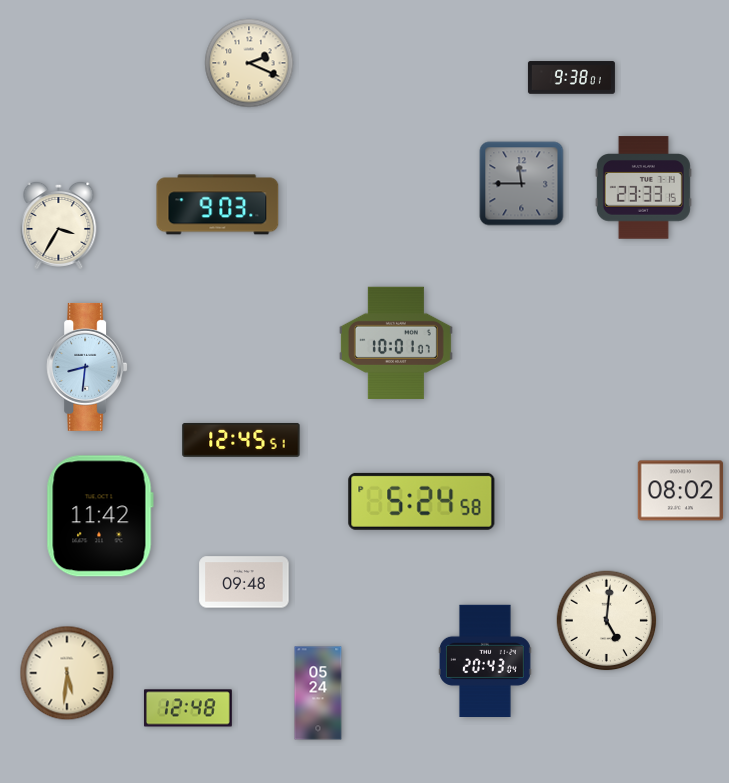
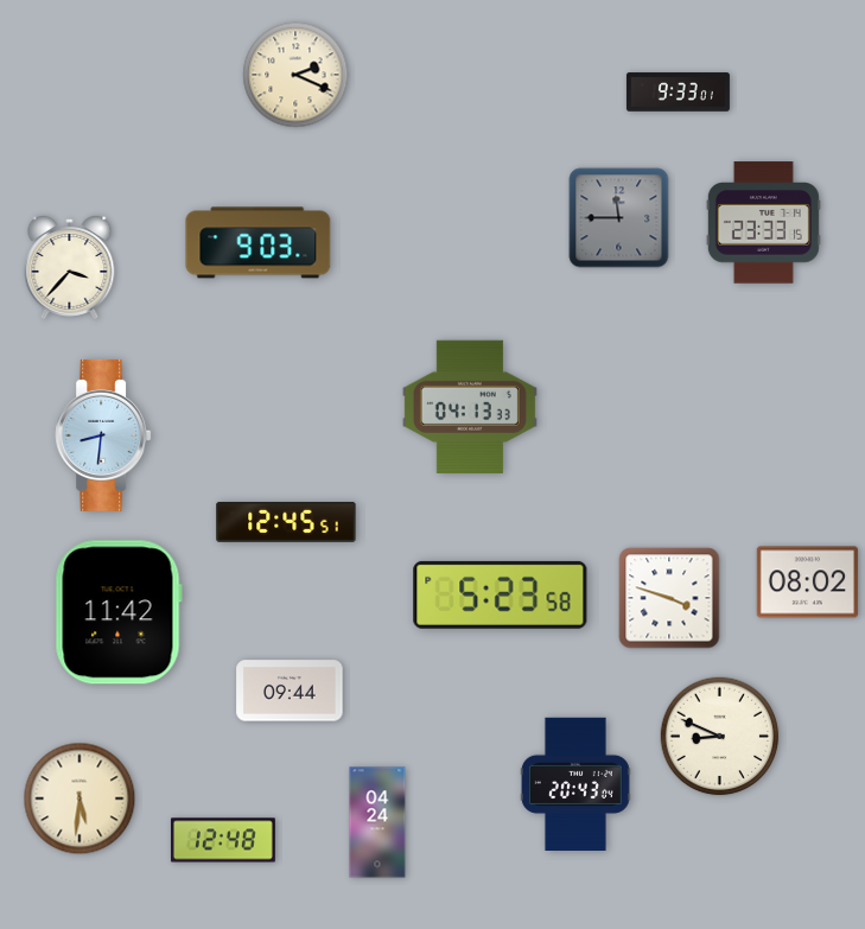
clock at (571, 78): 9:38 -> 9:33
clock at (59, 225): 3:35 -> 3:37
clock at (396, 342): 10:01 -> 04:13
clock at (422, 501): 5:24 -> 5:23
clock at (669, 598): none -> 3:48
clock at (244, 582): 09:48 -> 09:44
clock at (607, 621): 5:01 -> 8:49
clock at (318, 693): 05:24 -> 04:24
